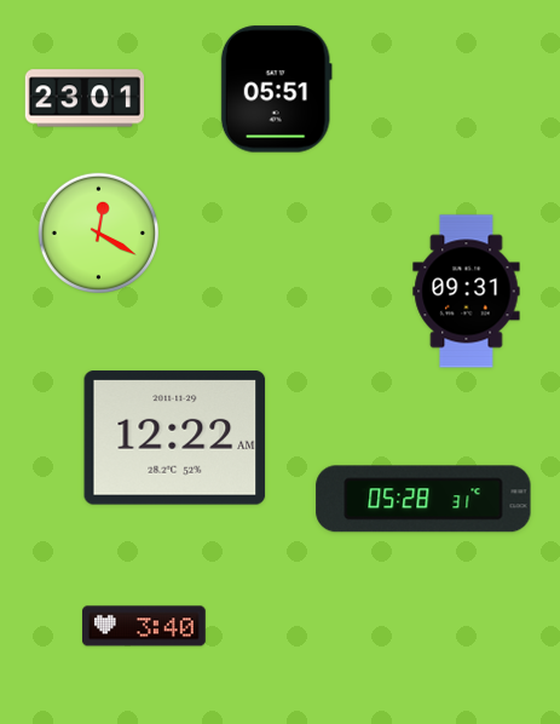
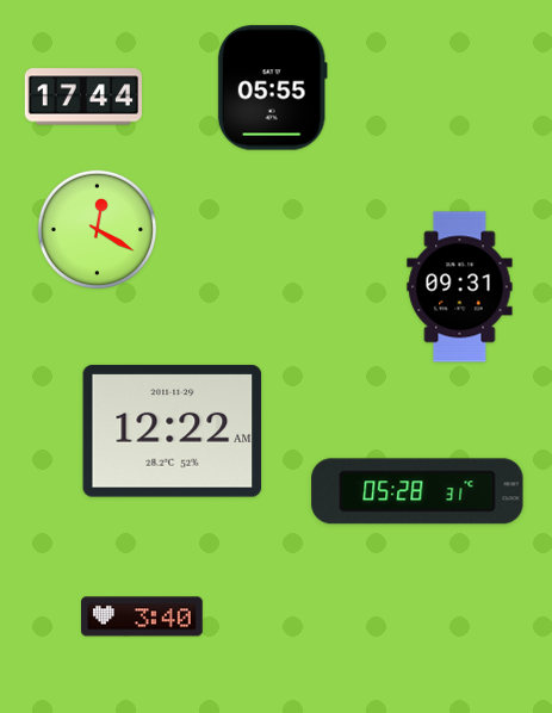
clock at (276, 90): 05:51 -> 05:55
clock at (85, 98): 23:01 -> 17:44
